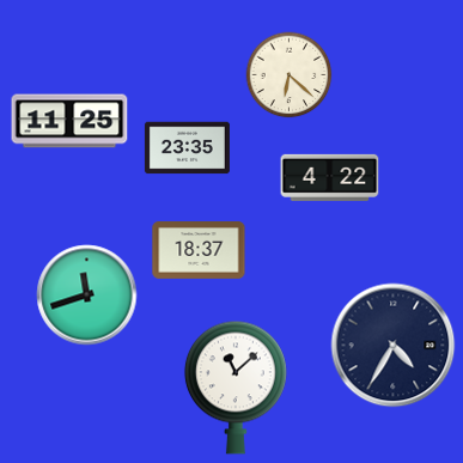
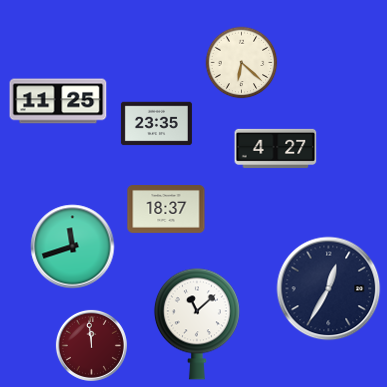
clock at (330, 177): 4:22 -> 4:27
clock at (394, 346): 4:35 -> 12:35
clock at (91, 345): none -> 11:59
